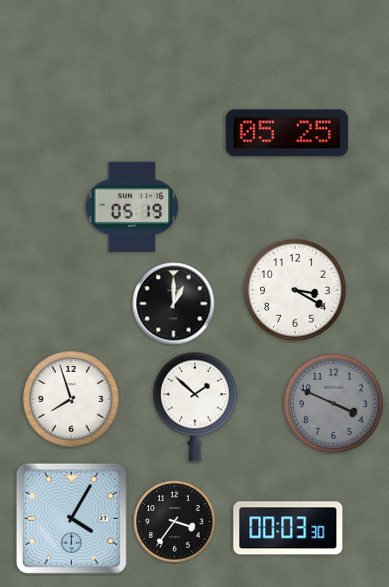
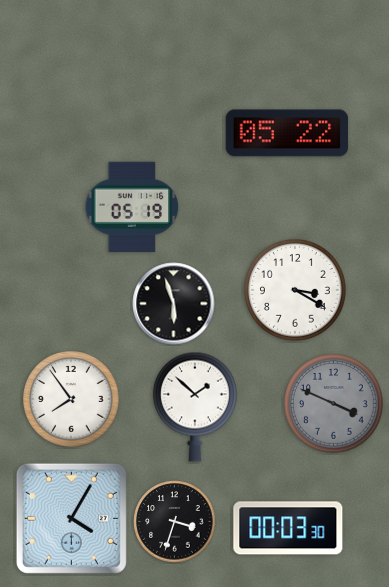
clock at (287, 133): 05:25 -> 05:22
clock at (174, 304): 1:00 -> 5:57
clock at (71, 399): 7:57 -> 7:54
clock at (175, 522): 3:36 -> 3:33
